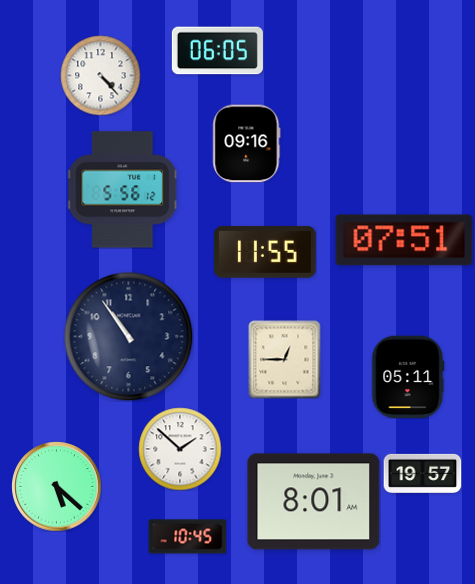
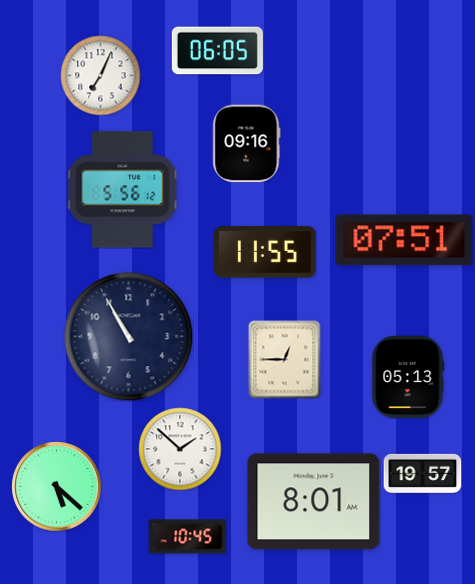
clock at (100, 75): 4:23 -> 7:04
clock at (128, 336): 10:54 -> 10:55
clock at (408, 377): 05:11 -> 05:13
